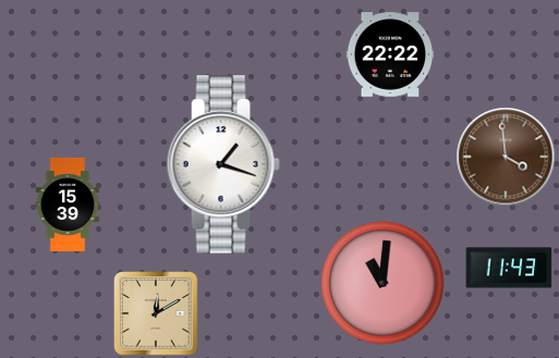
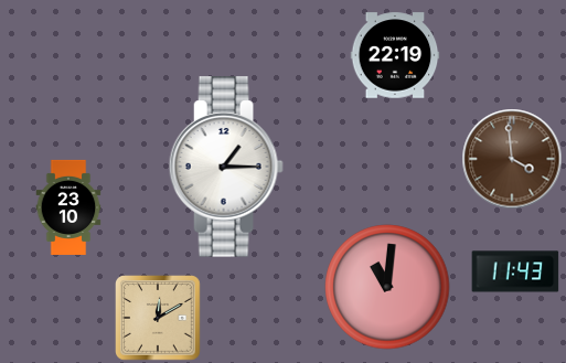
clock at (390, 54): 22:22 -> 22:19
clock at (223, 164): 1:18 -> 1:15
clock at (68, 205): 15:39 -> 23:10
